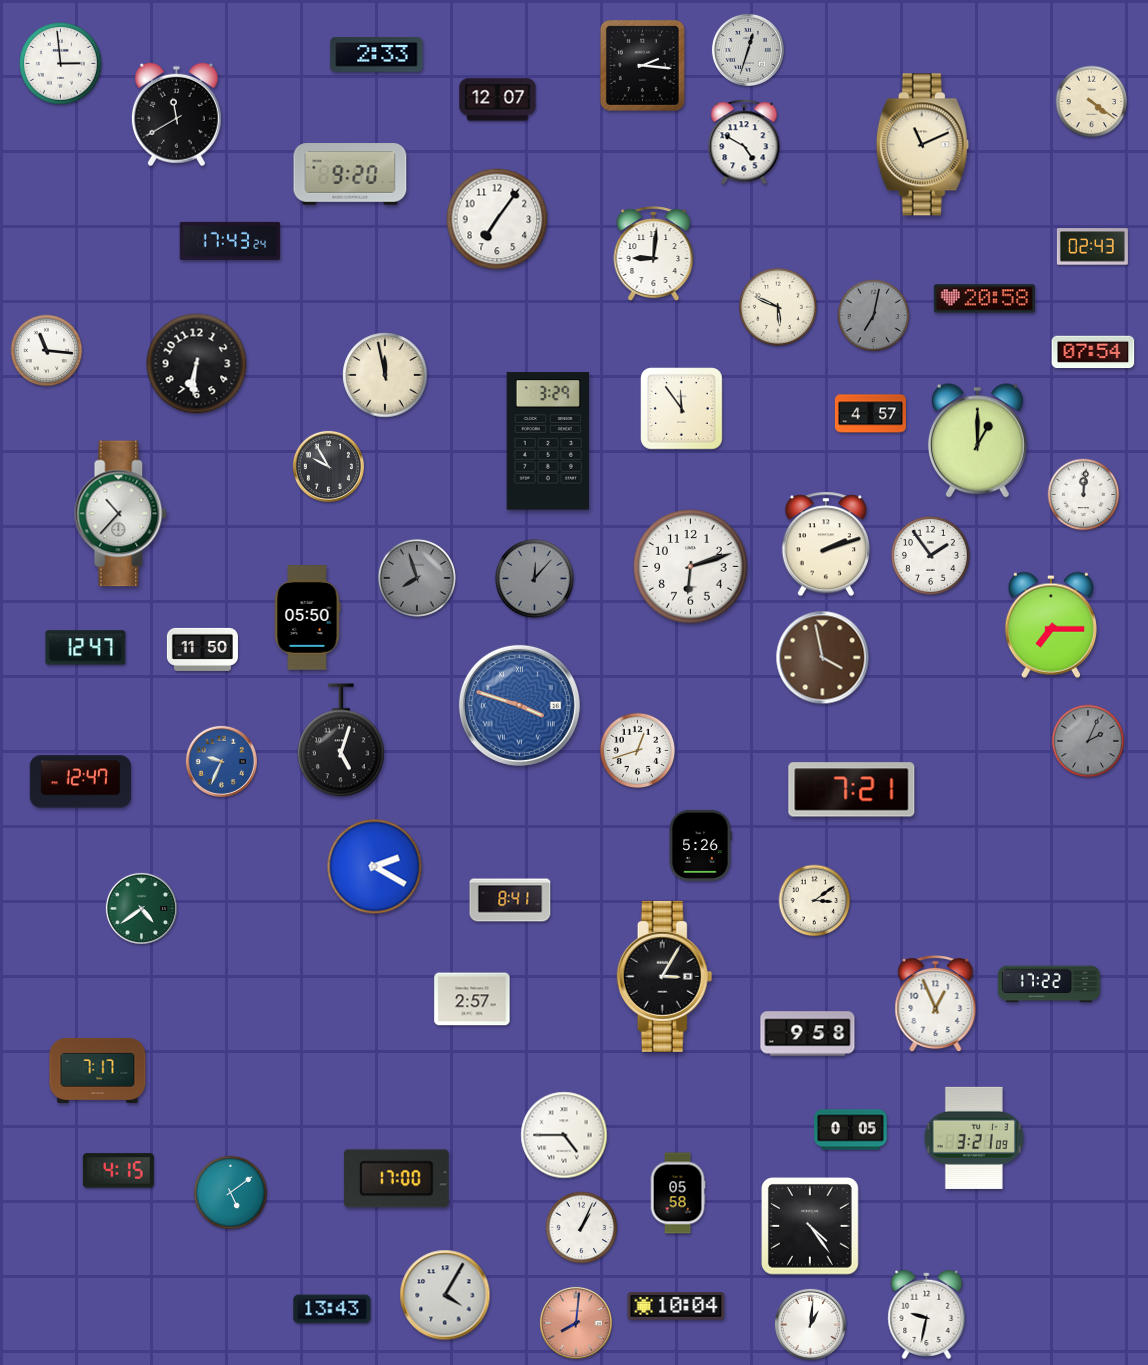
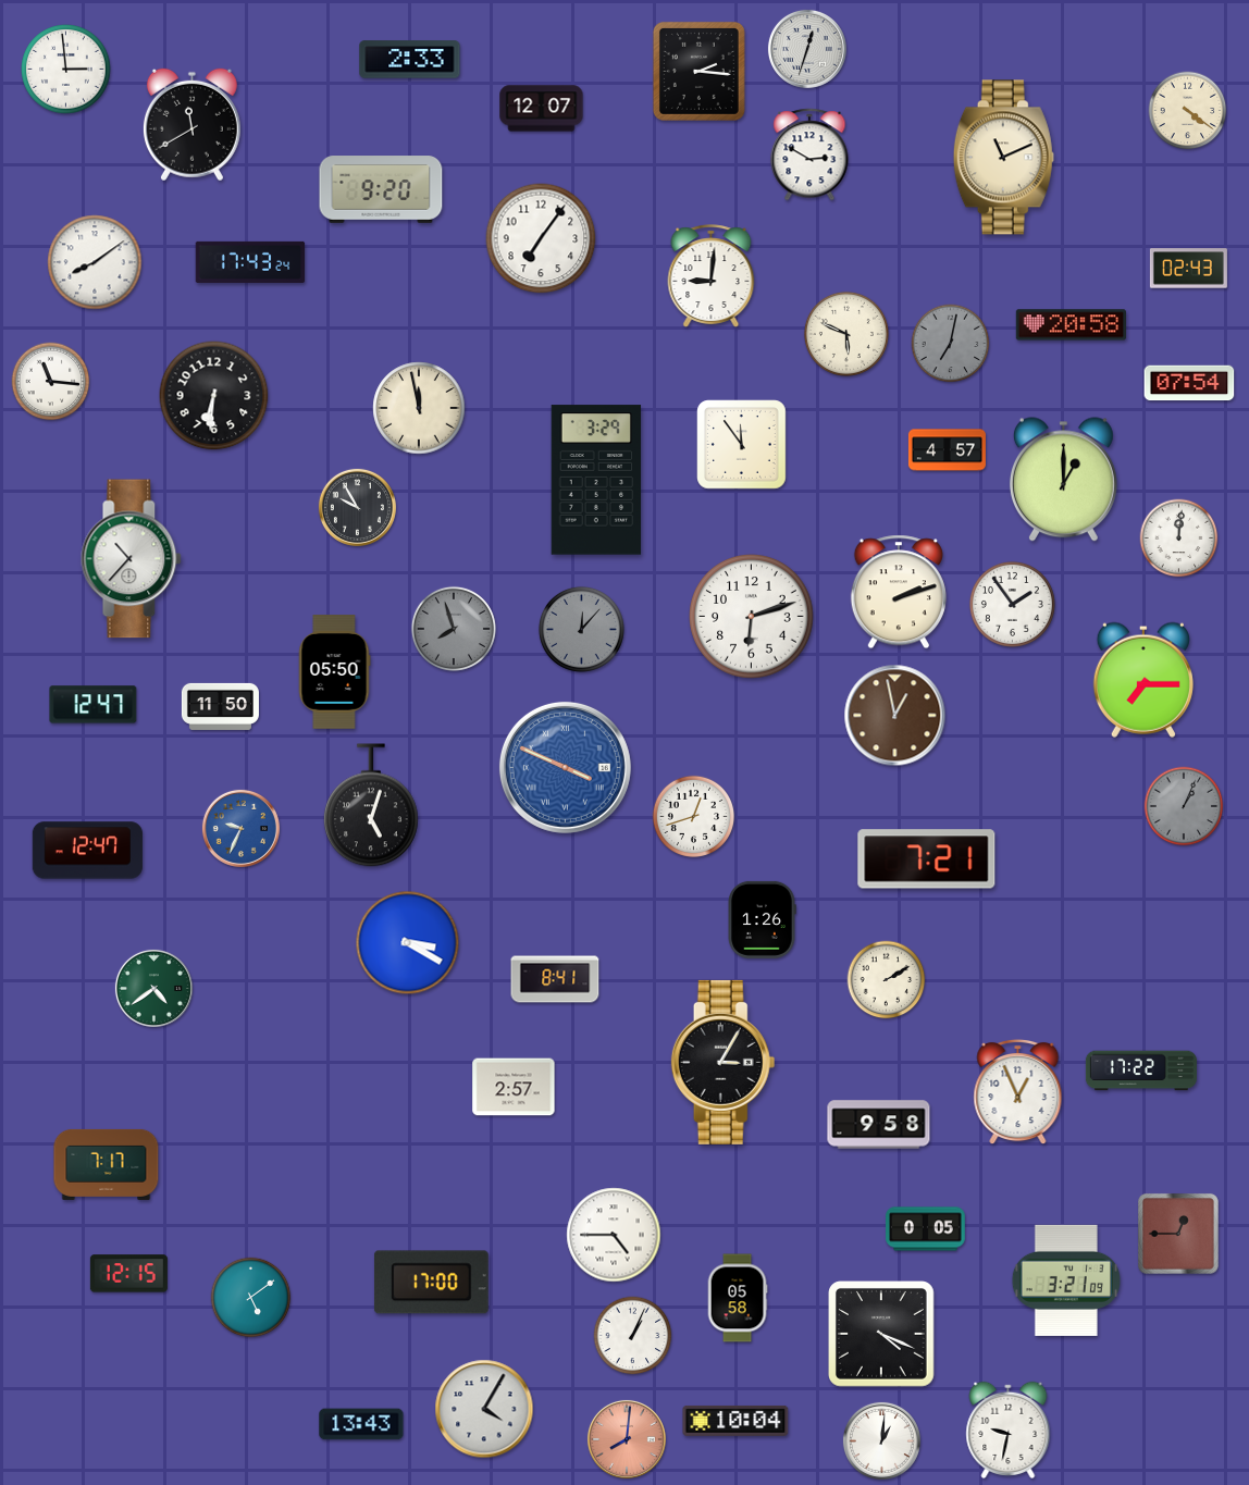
clock at (748, 50) position: (748, 50) -> (807, 49)
clock at (744, 142): 4:50 -> 2:50
clock at (95, 262): none -> 8:09
clock at (823, 658): 3:58 -> 12:58
clock at (519, 705): 3:48 -> 3:49
clock at (1088, 741): 2:04 -> 1:04
clock at (700, 845): 5:26 -> 1:26
clock at (375, 867): 2:20 -> 3:20
clock at (815, 901): 3:09 -> 2:10
clock at (1178, 1234): none -> 12:45
clock at (974, 1138) position: (974, 1138) -> (1066, 1280)
clock at (118, 1171): 4:15 -> 12:15
clock at (811, 1227): 4:24 -> 4:19
